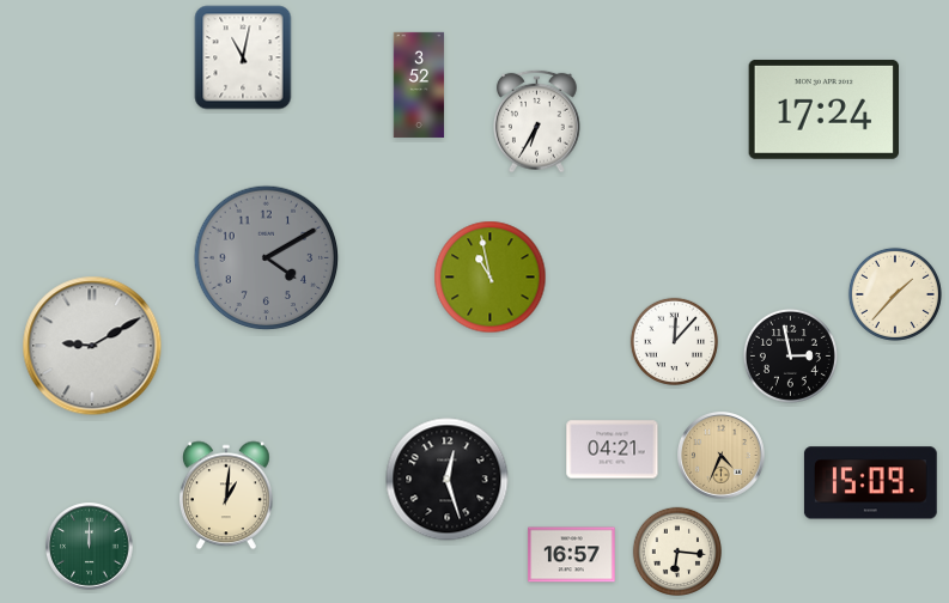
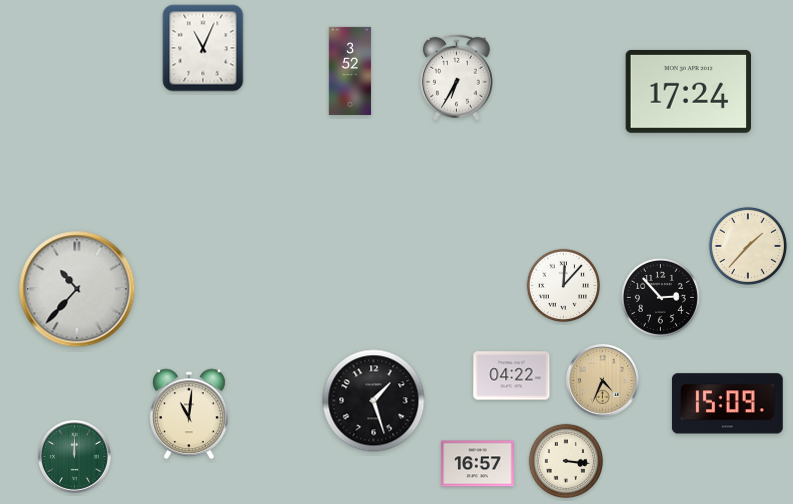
clock at (243, 57): 11:02 -> 11:04
clock at (536, 121) position: (536, 121) -> (456, 77)
clock at (267, 258): 4:10 -> none
clock at (491, 278): 10:58 -> none
clock at (92, 346): 9:10 -> 10:37
clock at (790, 355): 2:58 -> 2:53
clock at (613, 450): 04:21 -> 04:22
clock at (448, 480): 12:27 -> 1:27
clock at (226, 495): 1:01 -> 11:01
clock at (676, 550): 6:16 -> 3:16
